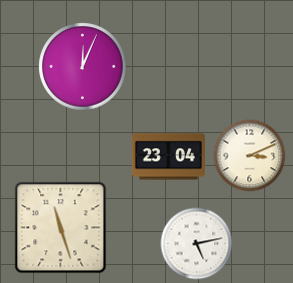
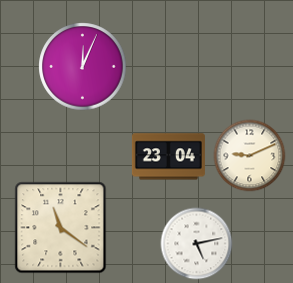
clock at (250, 156): 3:11 -> 9:11
clock at (61, 228): 11:27 -> 11:21
